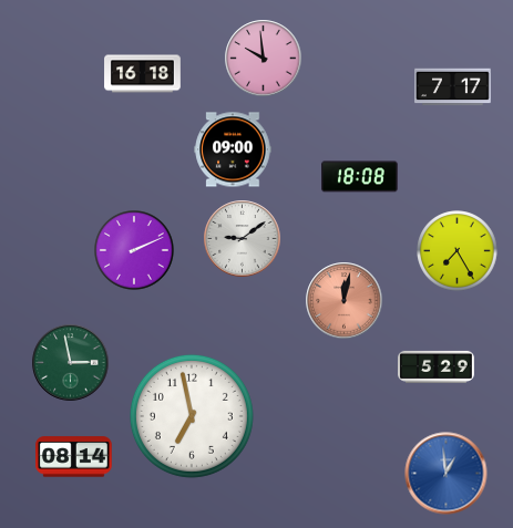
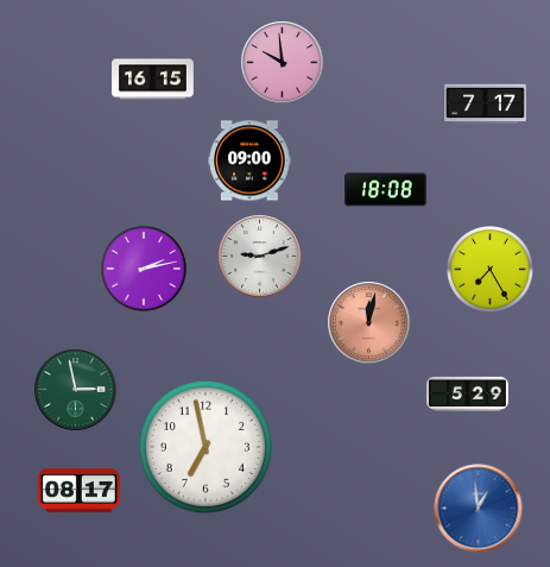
clock at (143, 74): 16:18 -> 16:15
clock at (453, 87) position: (453, 87) -> (486, 105)
clock at (243, 239): 9:09 -> 9:12
clock at (135, 251): 2:11 -> 2:13
clock at (74, 457): 08:14 -> 08:17
